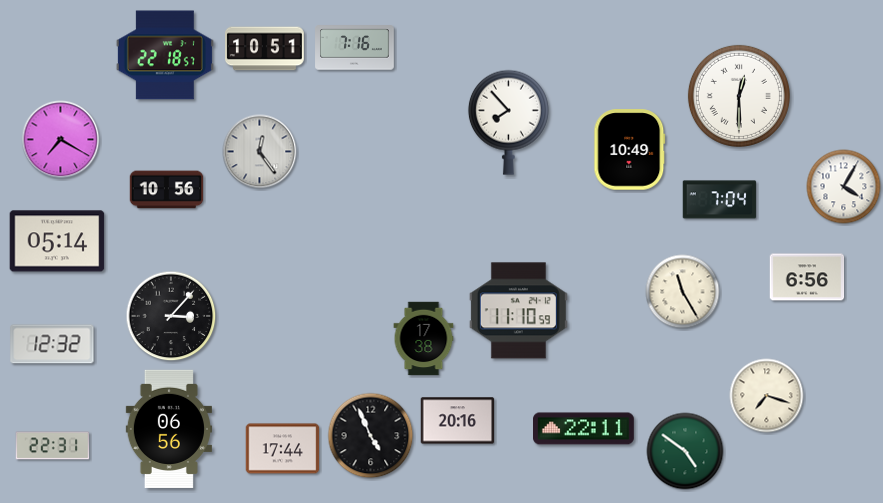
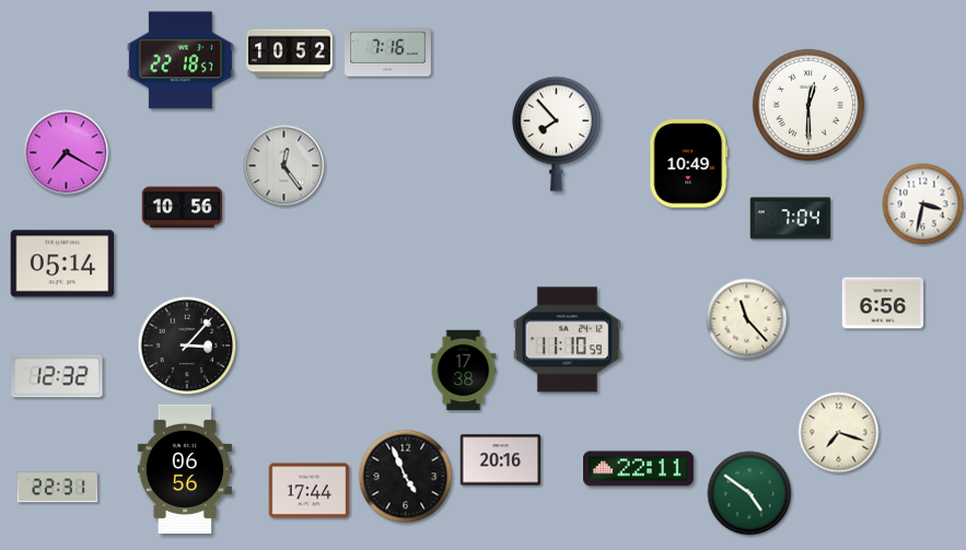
clock at (265, 49): 10:51 -> 10:52
clock at (844, 187): 4:05 -> 3:32
clock at (720, 200) position: (720, 200) -> (791, 219)
clock at (683, 292): 11:25 -> 11:23
